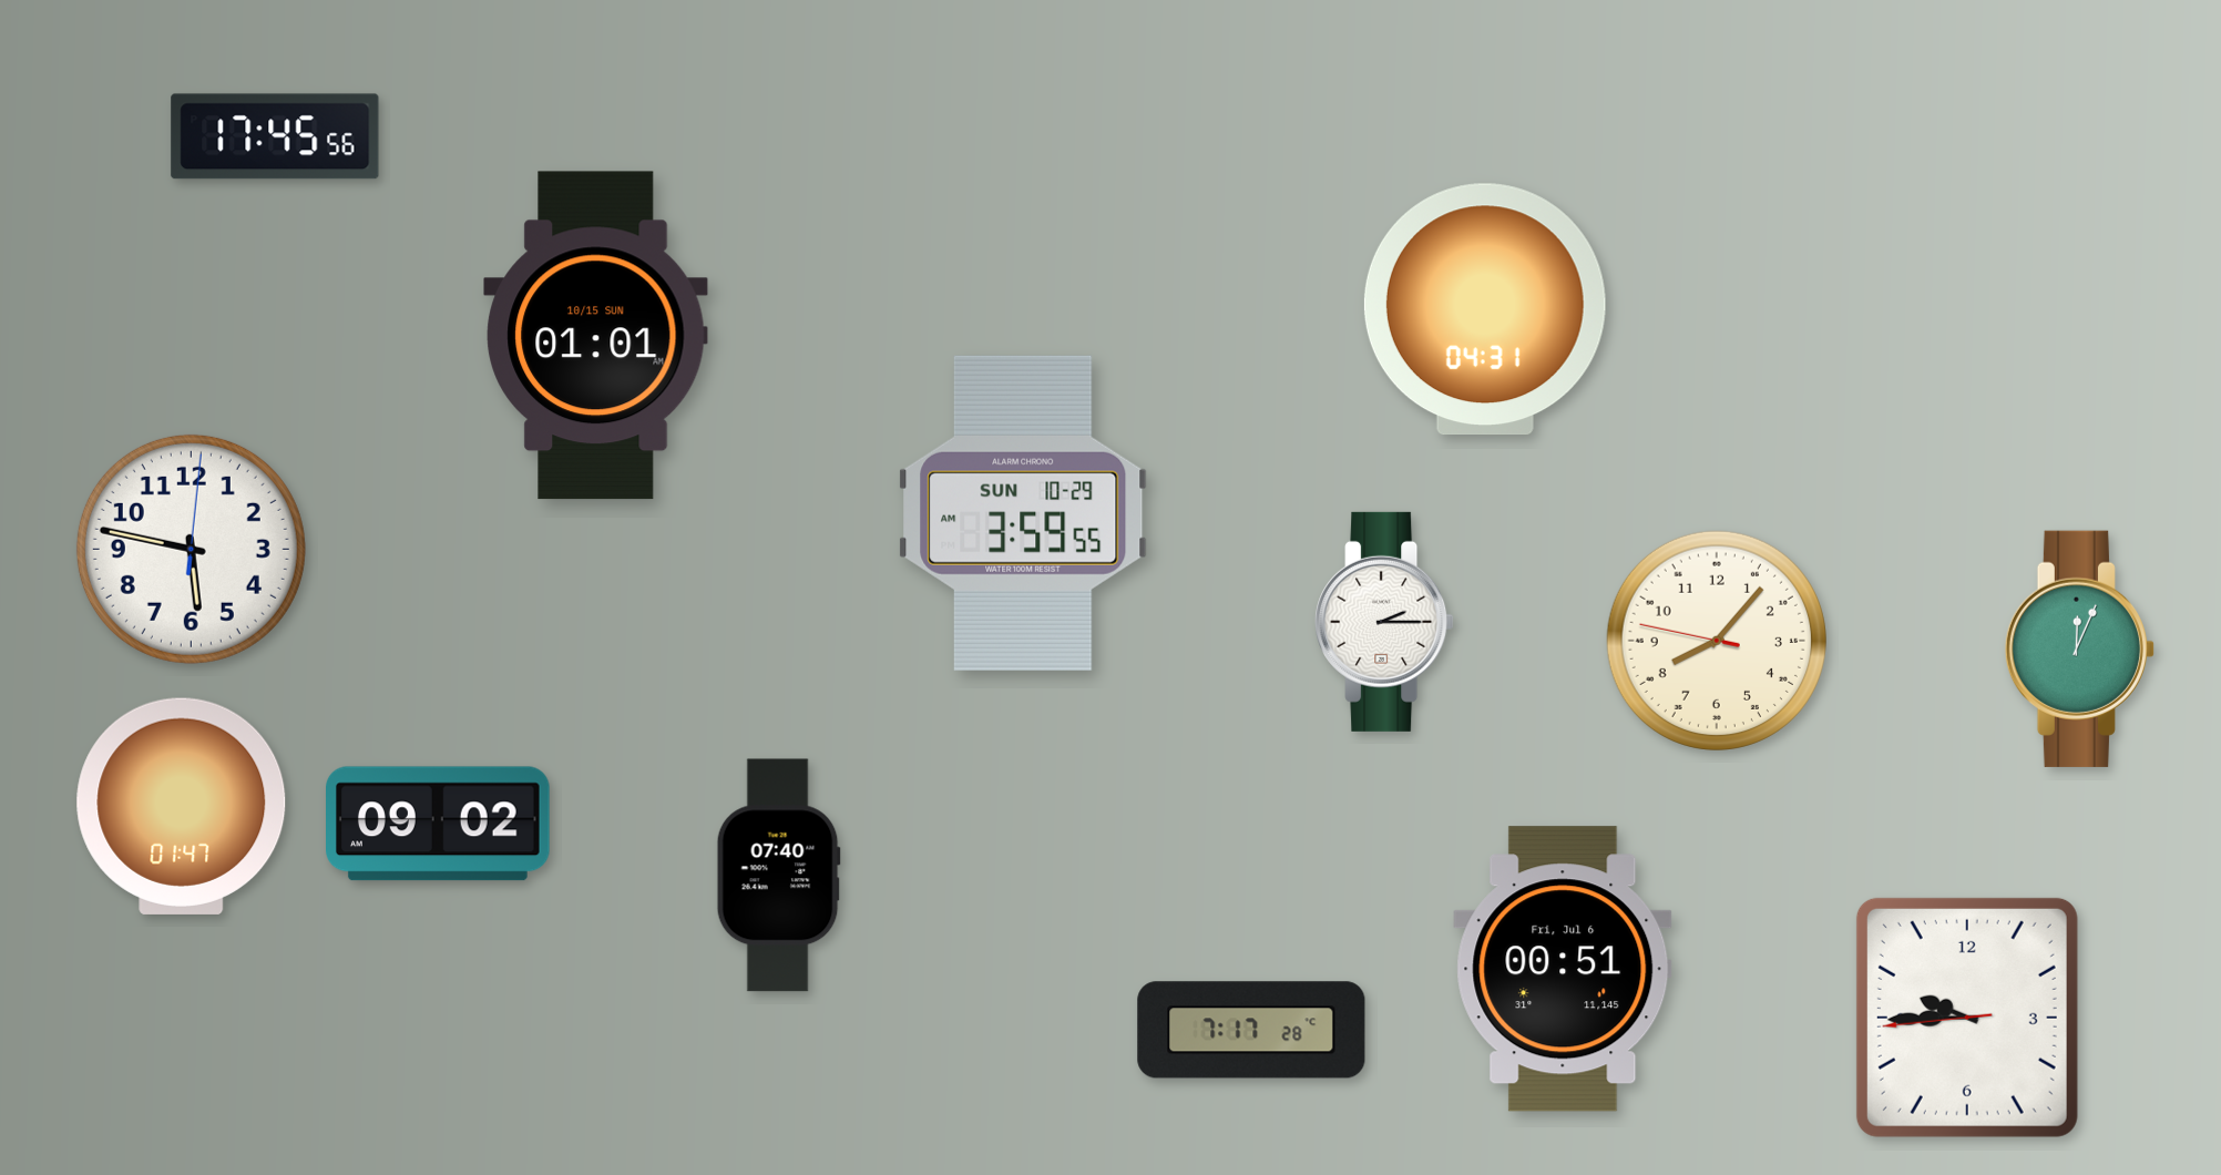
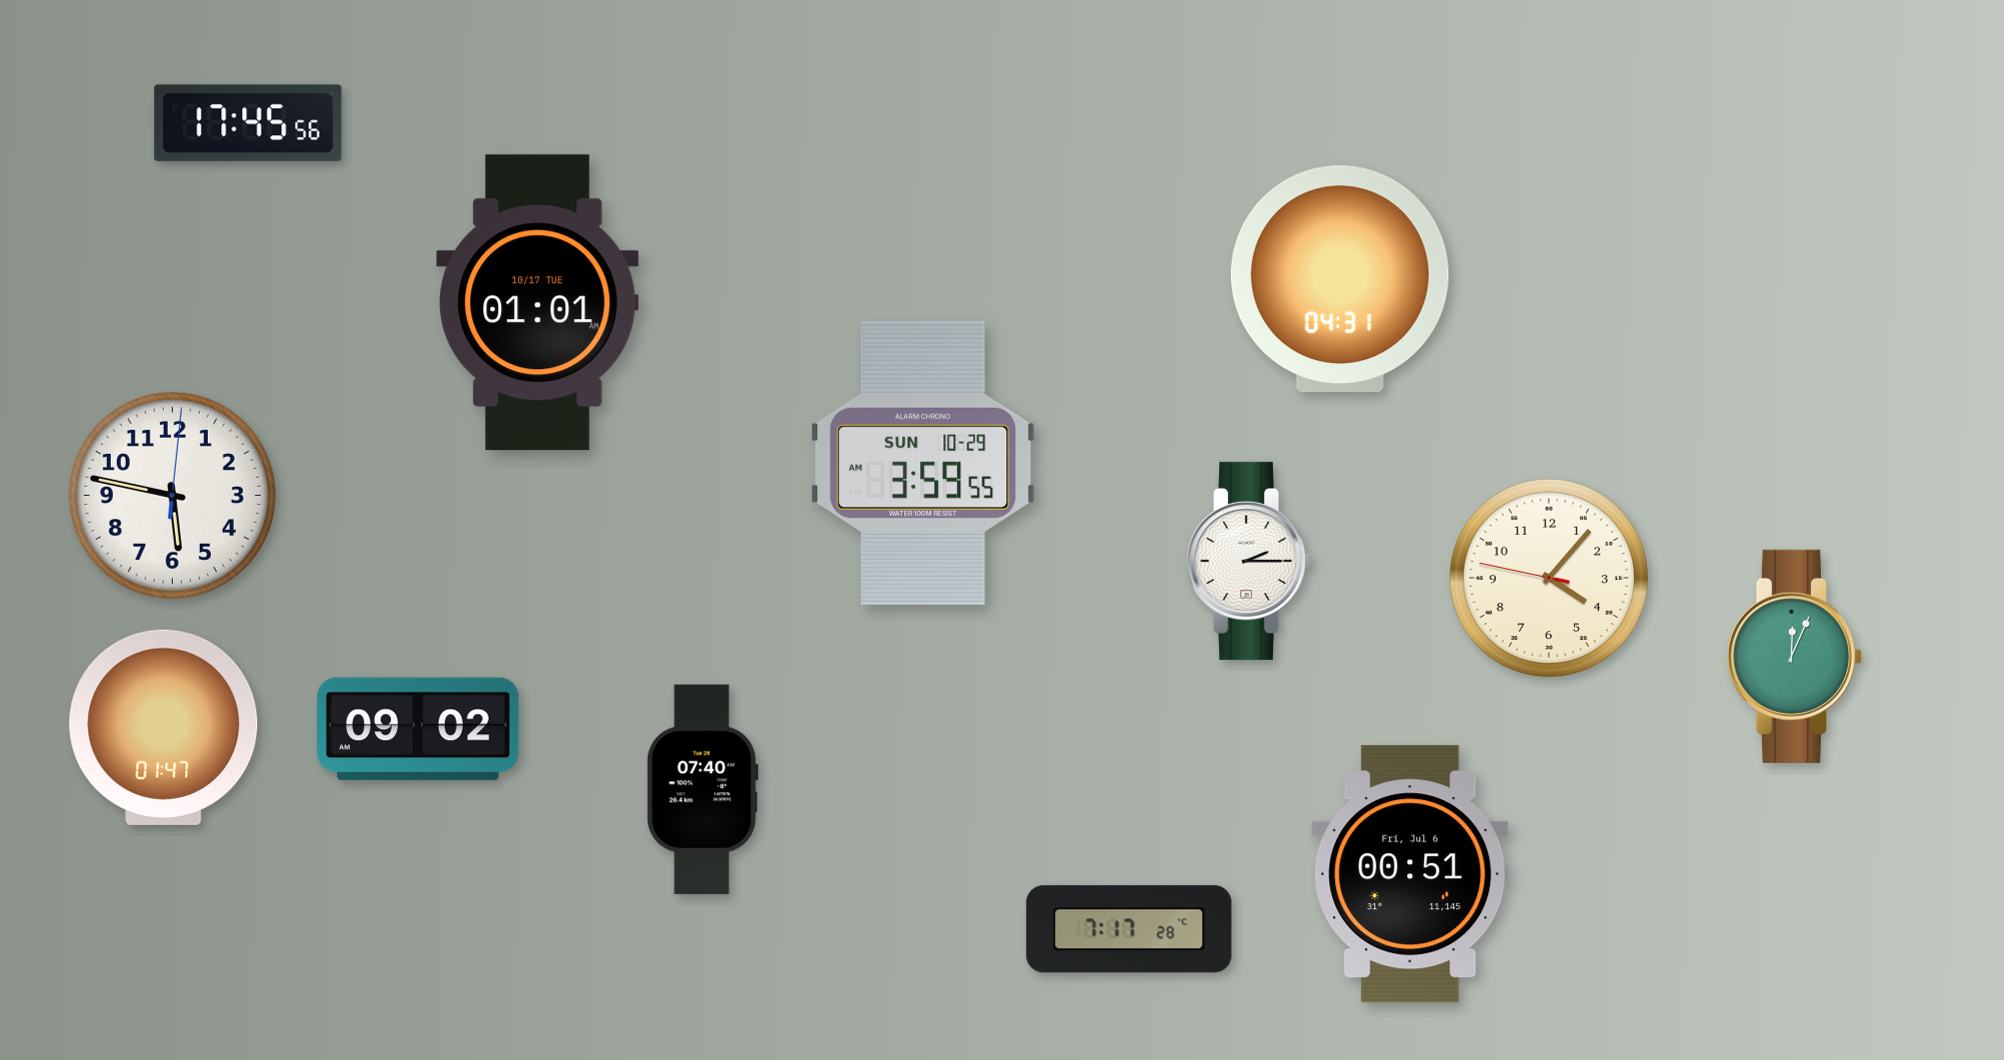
clock at (596, 336) date: 10/15 SUN -> 10/17 TUE
clock at (1717, 641): 8:06 -> 4:06
clock at (2079, 648) position: (2079, 648) -> (1794, 656)
clock at (439, 824) position: (439, 824) -> (419, 729)
clock at (1967, 1018): 9:44 -> none
